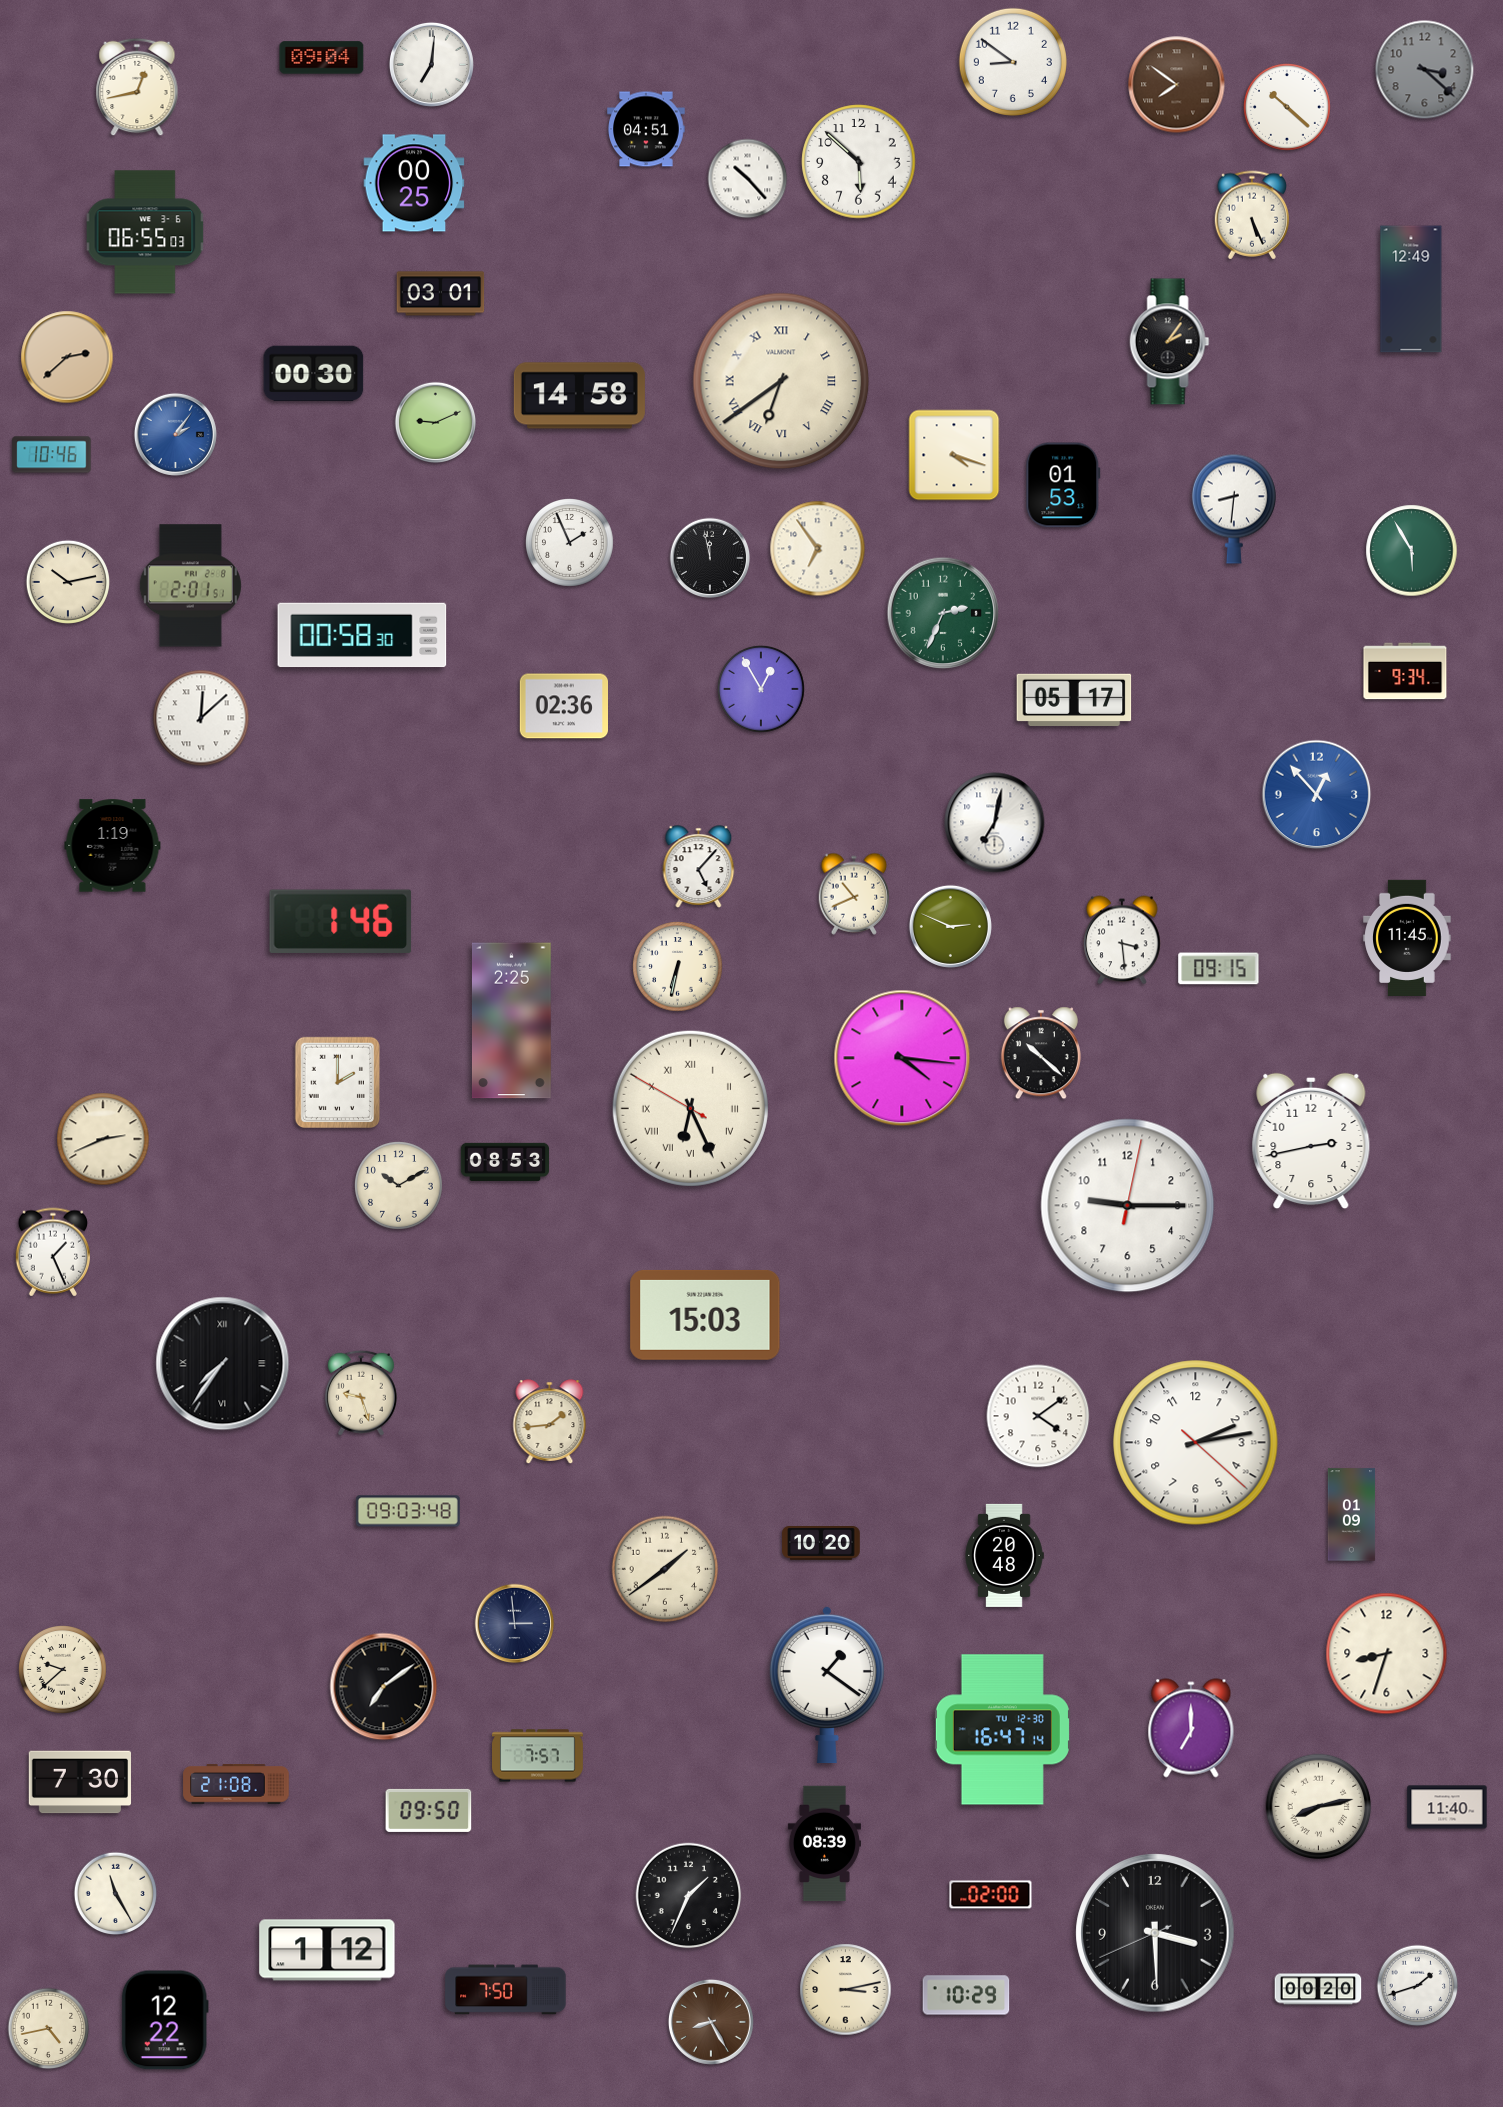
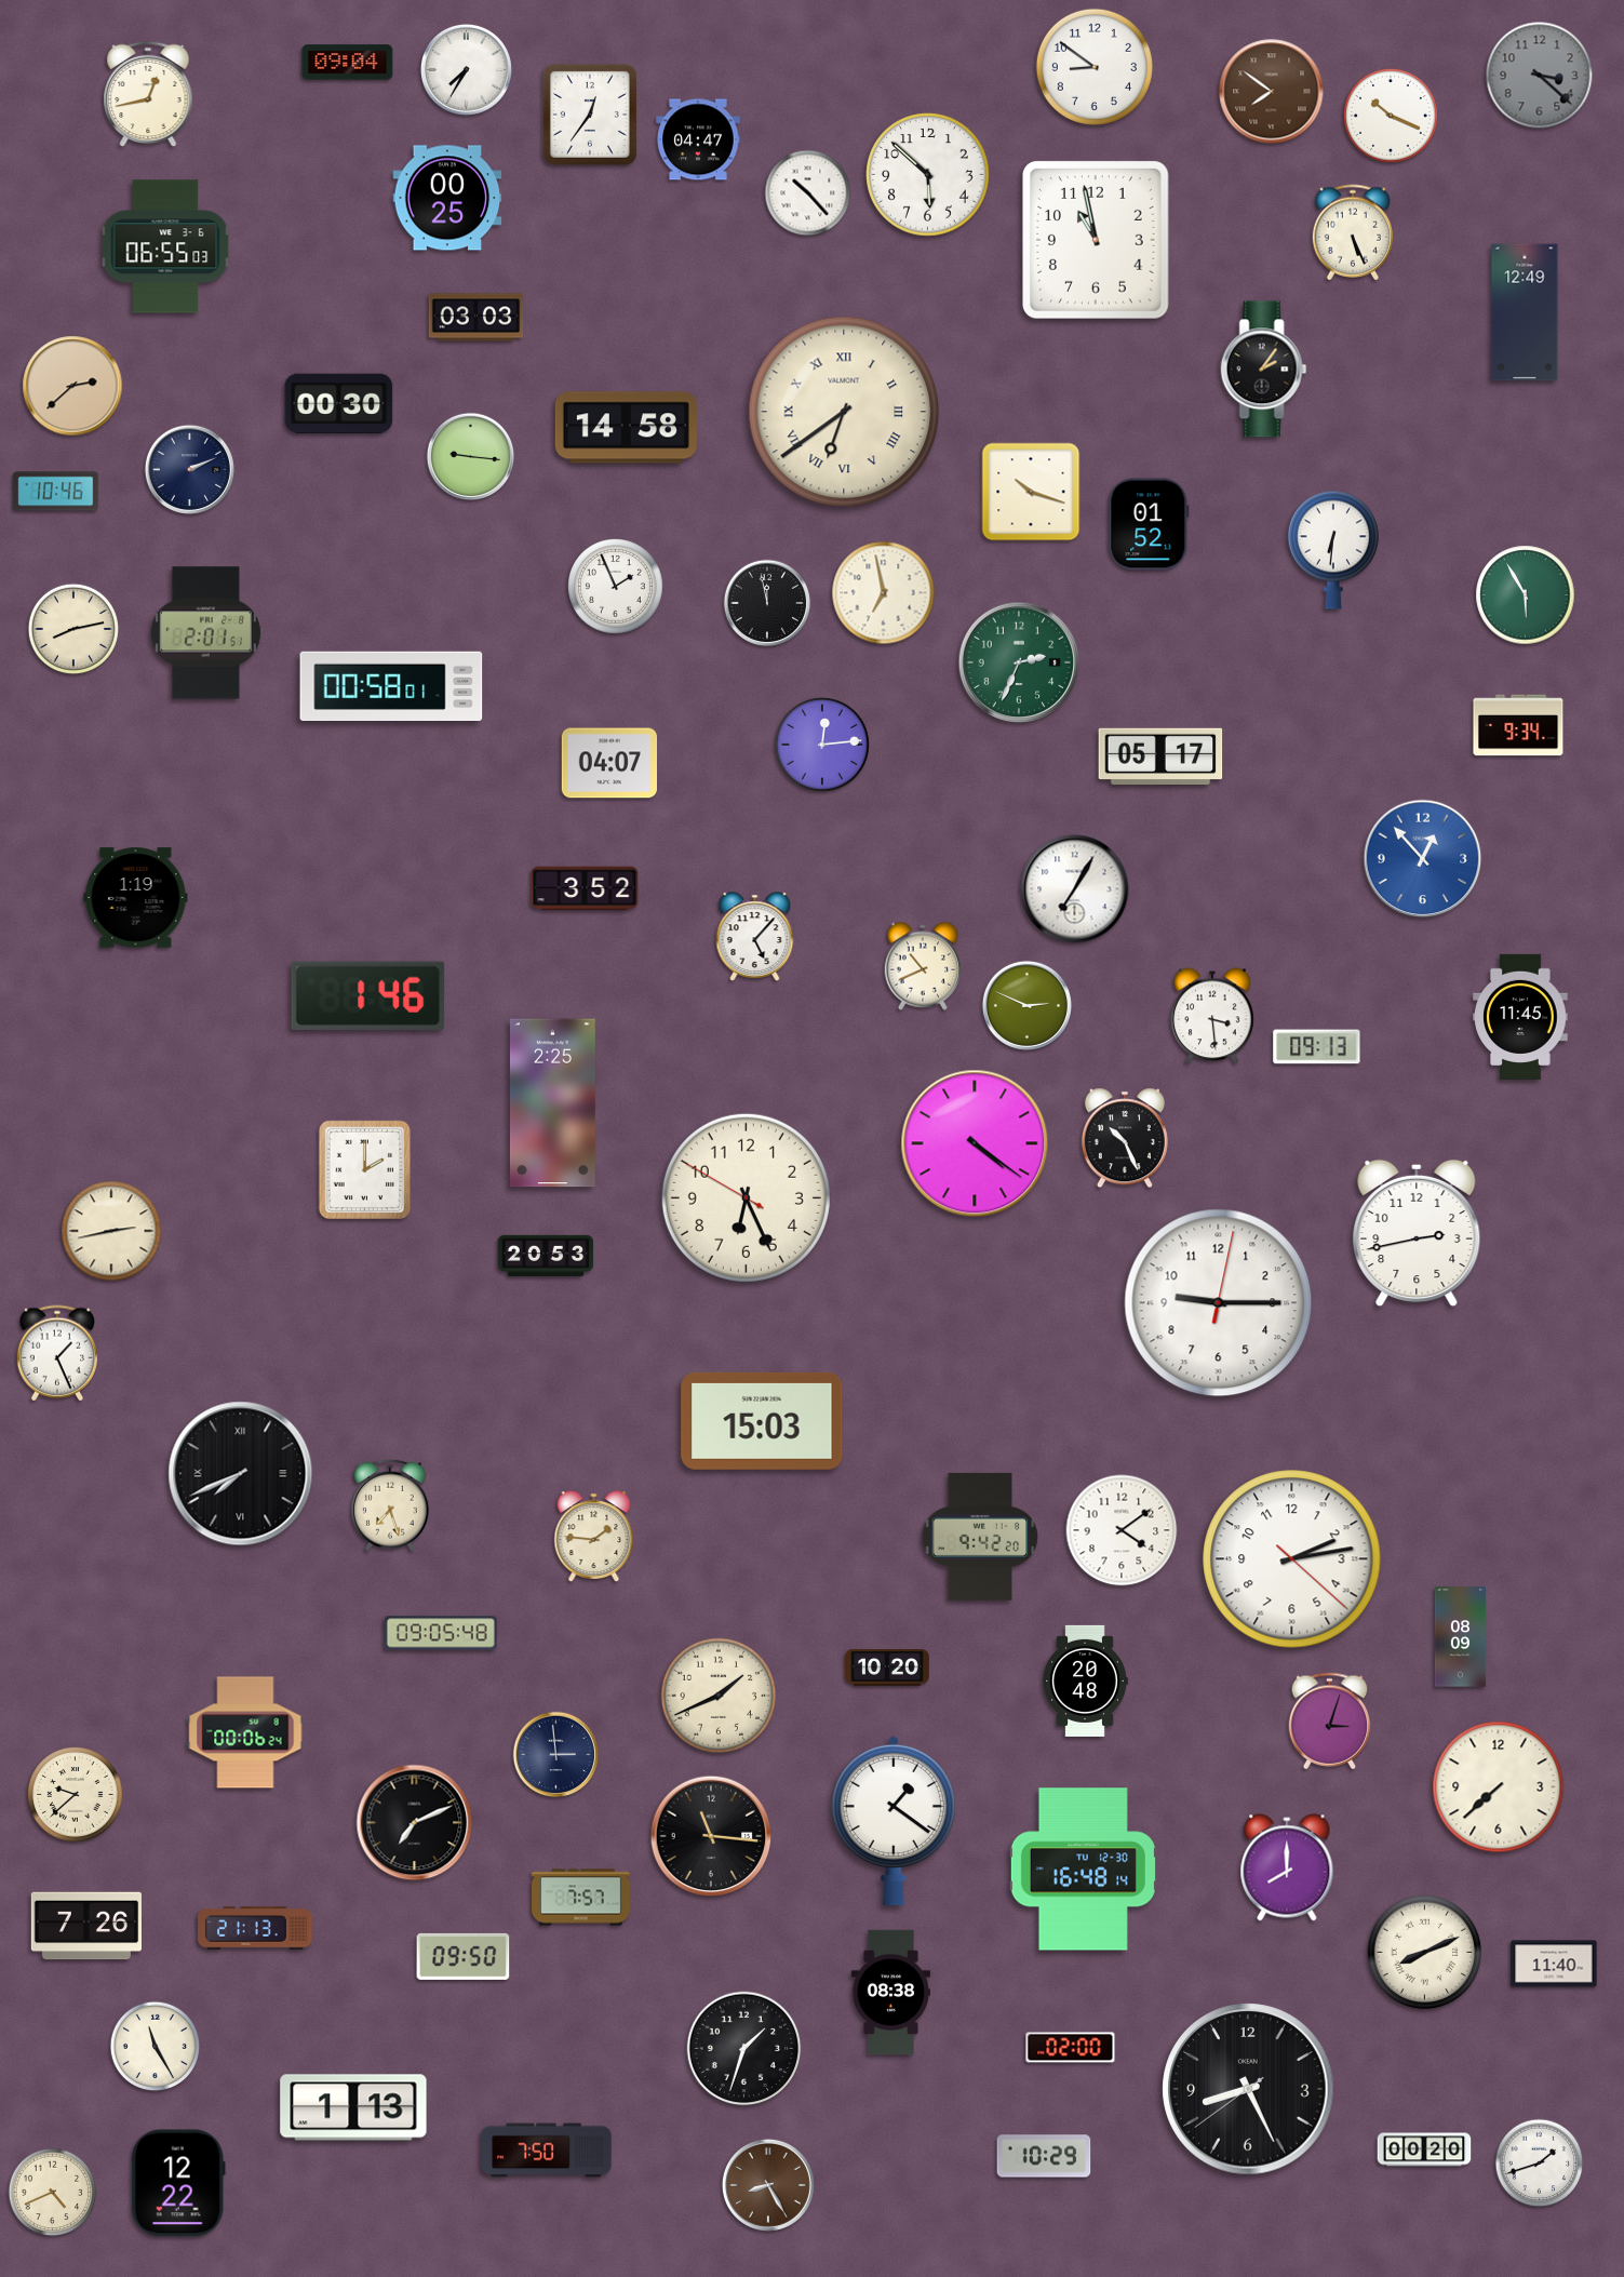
clock at (431, 64): 7:01 -> 7:35
clock at (590, 115): none -> 12:36
clock at (1287, 107): 10:22 -> 10:19
clock at (646, 129): 04:51 -> 04:47
clock at (1097, 241): none -> 10:58
clock at (145, 232) position: (145, 232) -> (165, 246)
clock at (441, 294): 03:01 -> 03:03
clock at (435, 422): 9:11 -> 9:16
clock at (175, 434): 2:06 -> 2:11
clock at (175, 434) dial: blue -> navy
clock at (954, 455): 4:18 -> 10:18
clock at (1063, 485): 01:53 -> 01:52
clock at (1234, 509): 8:31 -> 6:31
clock at (818, 549): 6:54 -> 6:58
clock at (67, 581): 10:13 -> 8:13
clock at (362, 635): 00:58:30 -> 00:58:01
clock at (761, 689): 12:55 -> 12:14
clock at (563, 706): 02:36 -> 04:07
clock at (201, 718): 12:08 -> none
clock at (585, 888): none -> 3:52
clock at (995, 823): 7:02 -> 7:05
clock at (113, 846) position: (113, 846) -> (136, 898)
clock at (950, 926) position: (950, 926) -> (1026, 1005)
clock at (1407, 937) position: (1407, 937) -> (1520, 1016)
clock at (678, 967): 6:32 -> none
clock at (1219, 969): 09:15 -> 09:13
clock at (1041, 1053): 10:22 -> 10:26
clock at (902, 1058): 4:16 -> 4:21
clock at (690, 1108) numerals: Roman -> Arabic
clock at (103, 1139): 2:41 -> 2:43
clock at (505, 1162): 08:53 -> 20:53
clock at (399, 1186): 10:10 -> none
clock at (223, 1364): 7:36 -> 7:41
clock at (361, 1393): 9:27 -> 7:27
clock at (550, 1421): 1:44 -> 1:46
clock at (980, 1537): none -> 9:42
clock at (408, 1511): 09:03 -> 09:05
clock at (1352, 1515): 01:09 -> 08:09
clock at (665, 1569): 1:39 -> 1:41
clock at (1330, 1722): none -> 3:03
clock at (245, 1732): none -> 00:06
clock at (1387, 1654): 8:33 -> 7:38
clock at (63, 1670) position: (63, 1670) -> (76, 1795)
clock at (384, 1687): 7:09 -> 7:11
clock at (711, 1836): none -> 11:16
clock at (1191, 1728): 7:00 -> 8:00
clock at (1002, 1730): 16:47 -> 16:48
clock at (79, 1782): 7:30 -> 7:26
clock at (236, 1784): 21:08 -> 21:13
clock at (1319, 1807): 8:13 -> 8:11
clock at (1447, 1807) position: (1447, 1807) -> (1554, 1964)
clock at (824, 1844): 08:39 -> 08:38
clock at (116, 1894) position: (116, 1894) -> (156, 2047)
clock at (689, 1896): 1:34 -> 1:33
clock at (1155, 1933): 3:29 -> 8:25
clock at (327, 1950): 1:12 -> 1:13
clock at (1418, 1986) position: (1418, 1986) -> (1540, 2164)
clock at (846, 1990): 3:13 -> none
clock at (49, 2029): 4:43 -> 4:41
